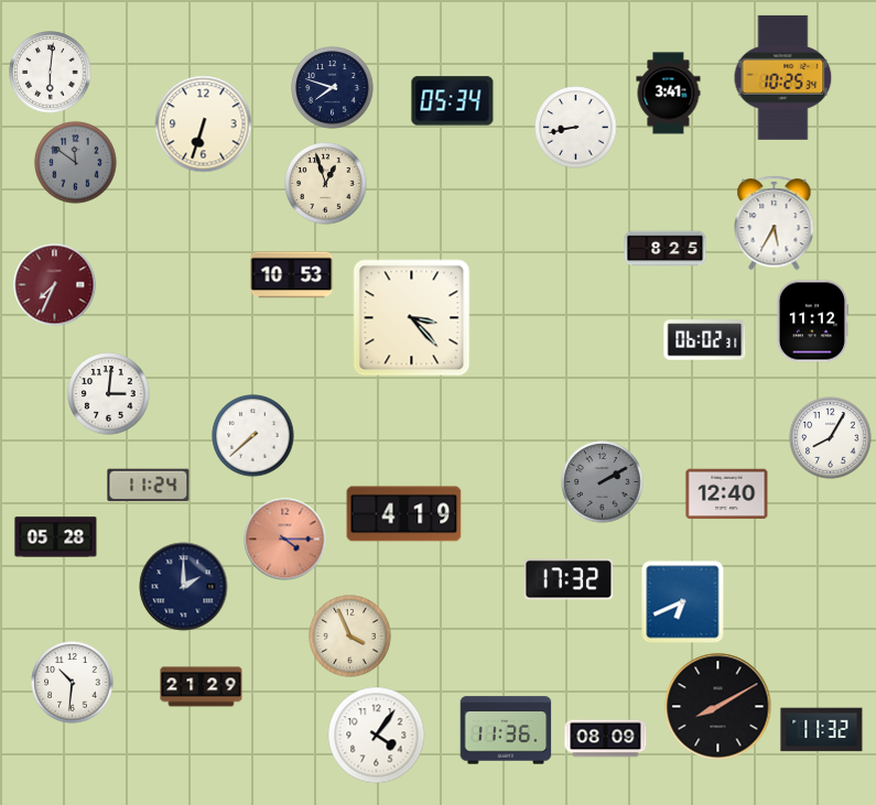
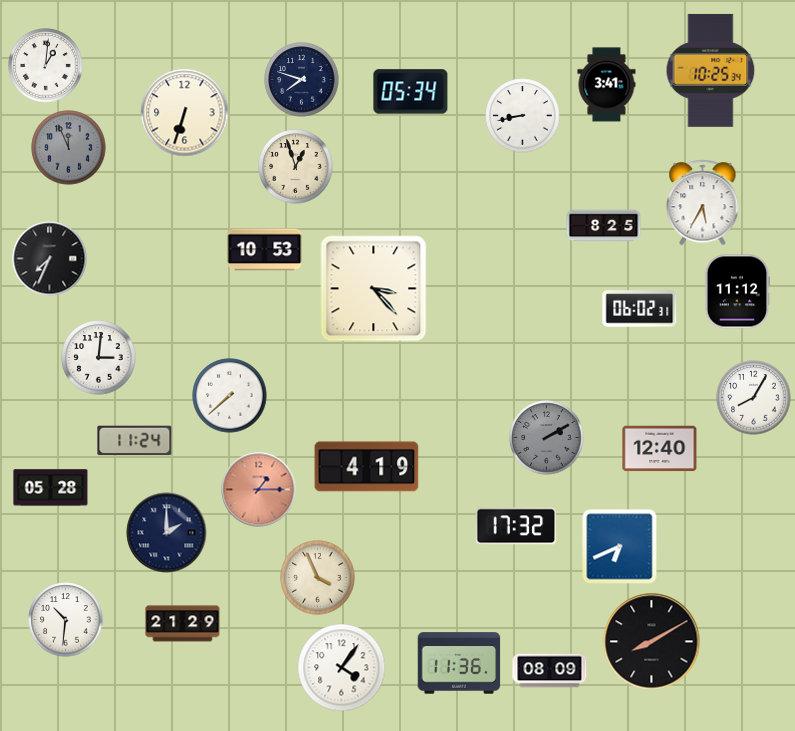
clock at (51, 73): 6:01 -> 1:01
clock at (76, 163): 11:51 -> 11:56
clock at (55, 285) dial: burgundy -> black
clock at (285, 540): 4:15 -> 1:15
clock at (822, 730): 11:32 -> none
